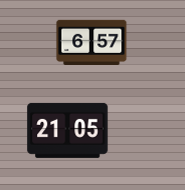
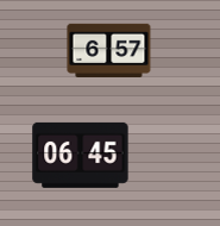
clock at (68, 130): 21:05 -> 06:45
